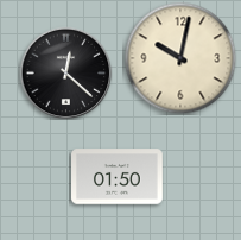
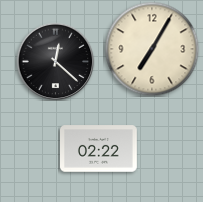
clock at (180, 58): 10:02 -> 7:05
clock at (118, 177): 01:50 -> 02:22
